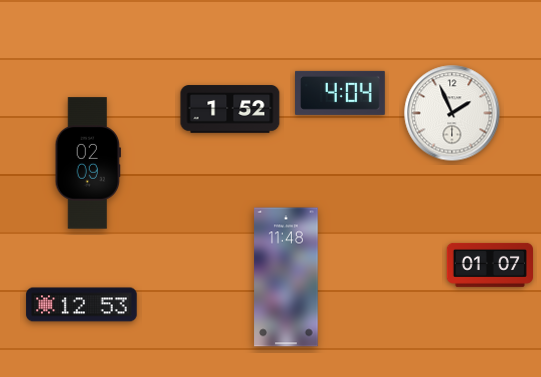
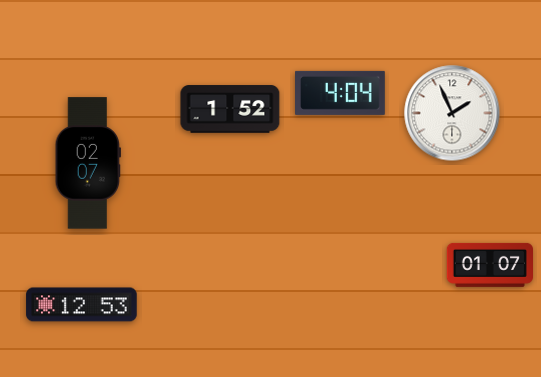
clock at (87, 163): 02:09 -> 02:07
clock at (286, 277): 11:48 -> none
